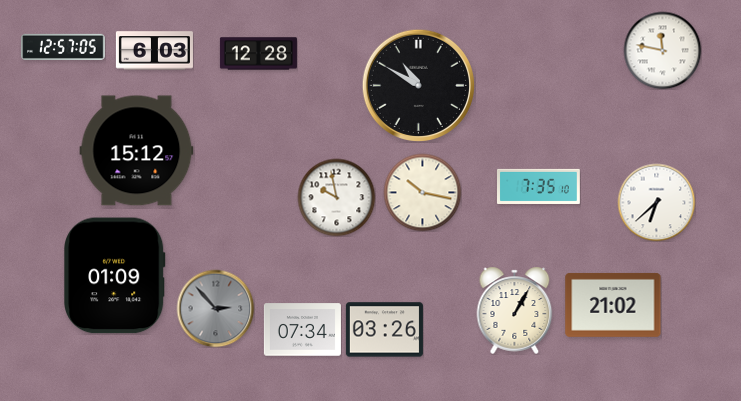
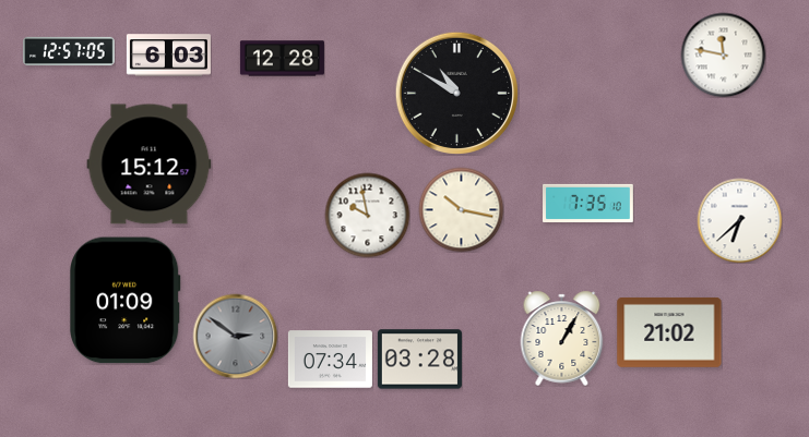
clock at (656, 202) position: (656, 202) -> (739, 220)
clock at (215, 308): 2:53 -> 2:51
clock at (384, 330): 03:26 -> 03:28
